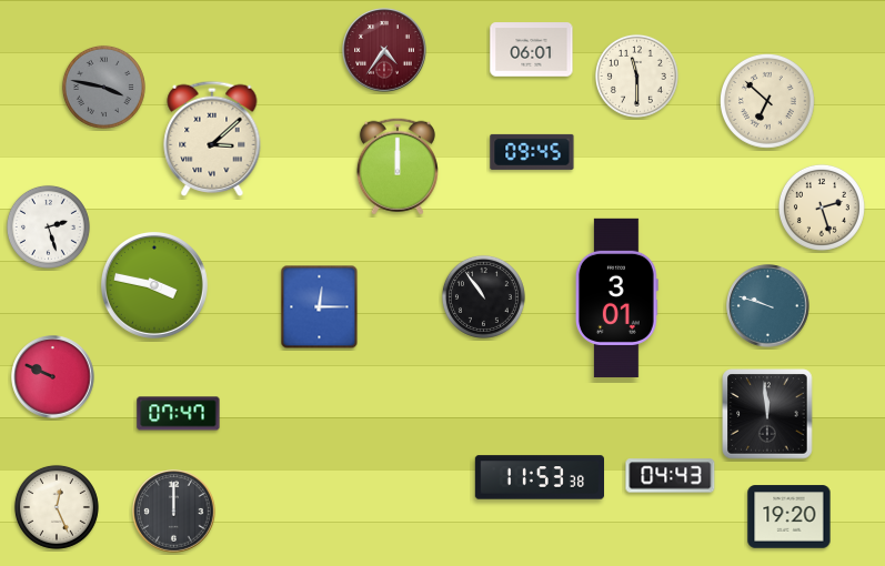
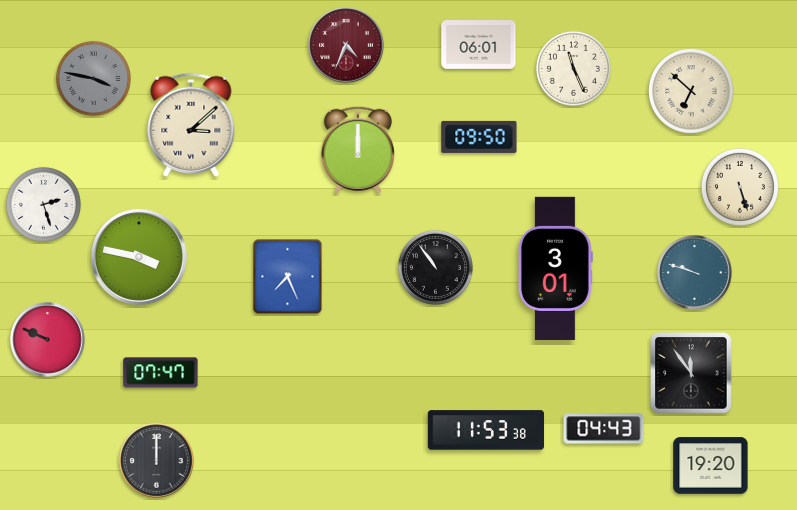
clock at (384, 50): 4:36 -> 4:34
clock at (636, 75): 11:30 -> 11:26
clock at (532, 152): 09:45 -> 09:50
clock at (822, 208): 2:27 -> 5:27
clock at (768, 306) position: (768, 306) -> (695, 273)
clock at (320, 307): 12:15 -> 7:26
clock at (767, 414): 11:59 -> 11:54
clock at (57, 507): 12:26 -> none
